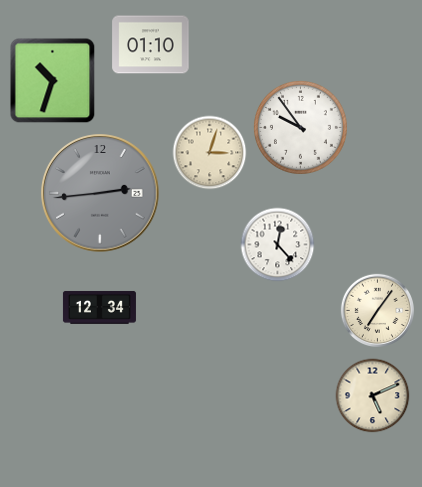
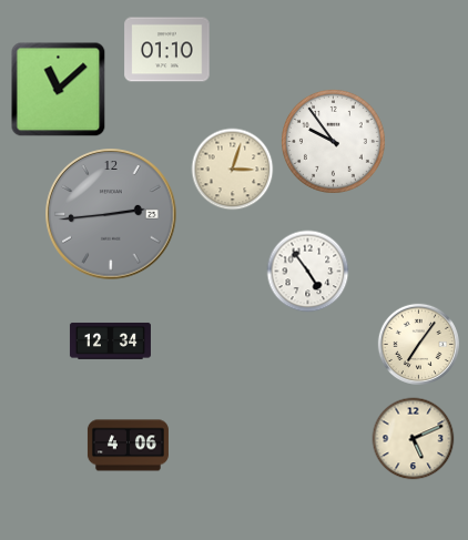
clock at (53, 81): 10:33 -> 11:08
clock at (278, 245): 12:23 -> 4:54
clock at (128, 446): none -> 4:06
